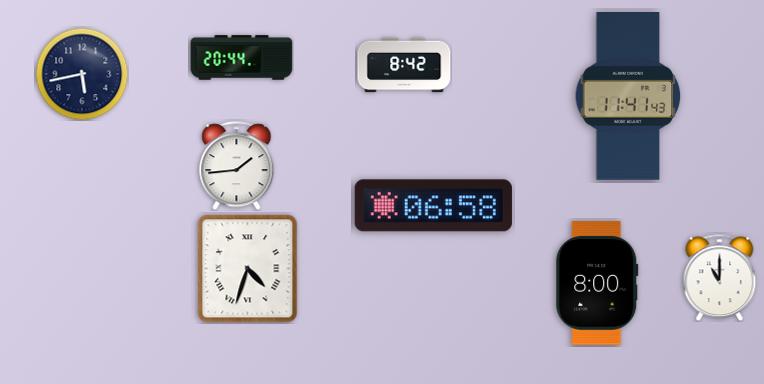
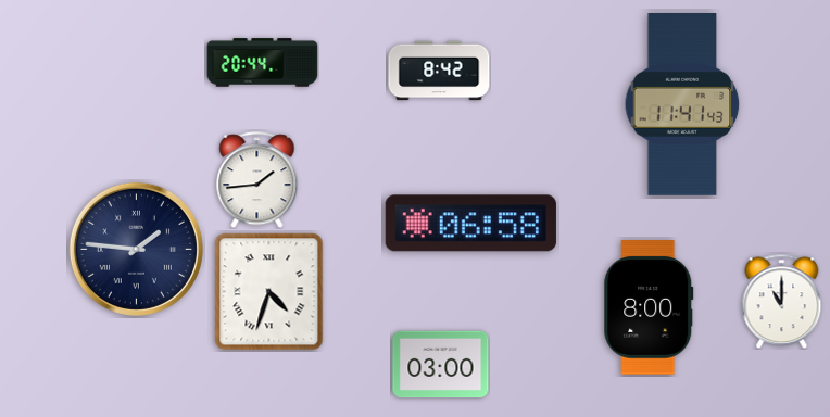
clock at (82, 74): 5:43 -> none
clock at (136, 249): none -> 1:46
clock at (441, 365): none -> 03:00
